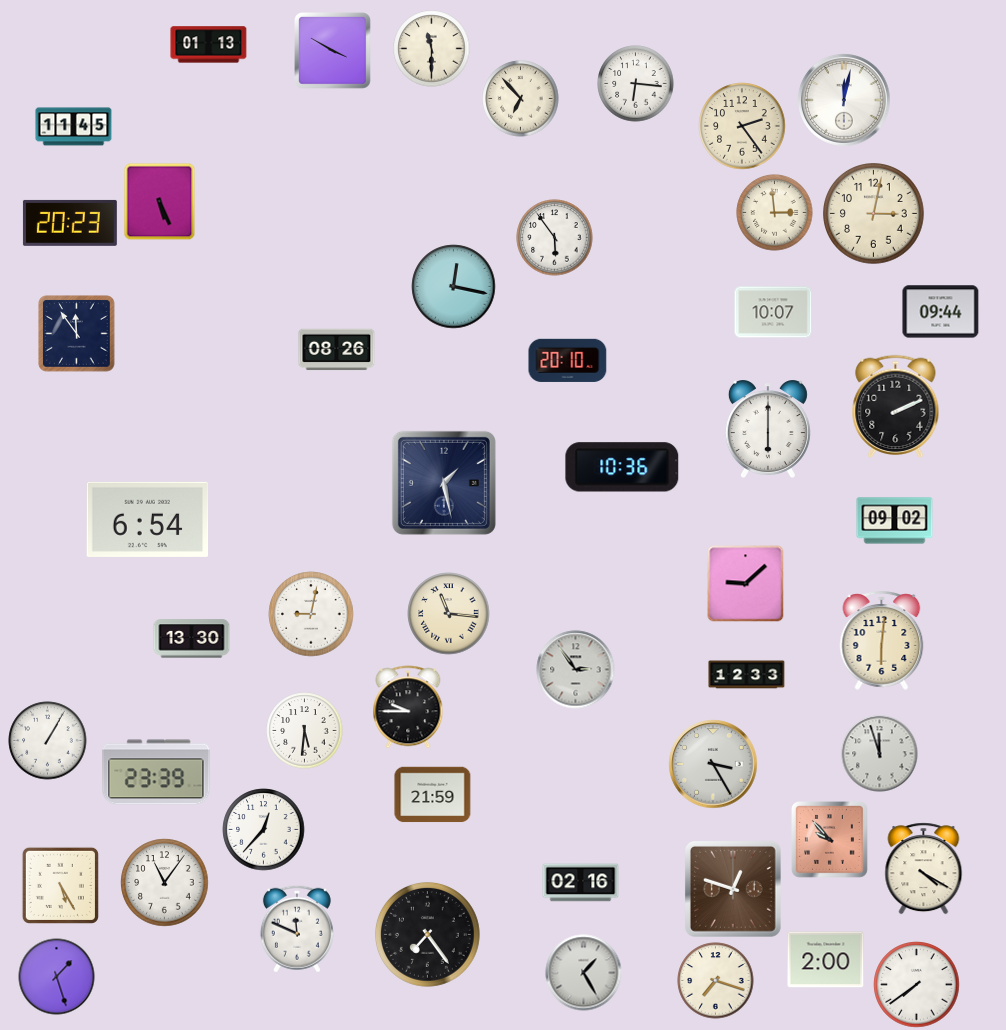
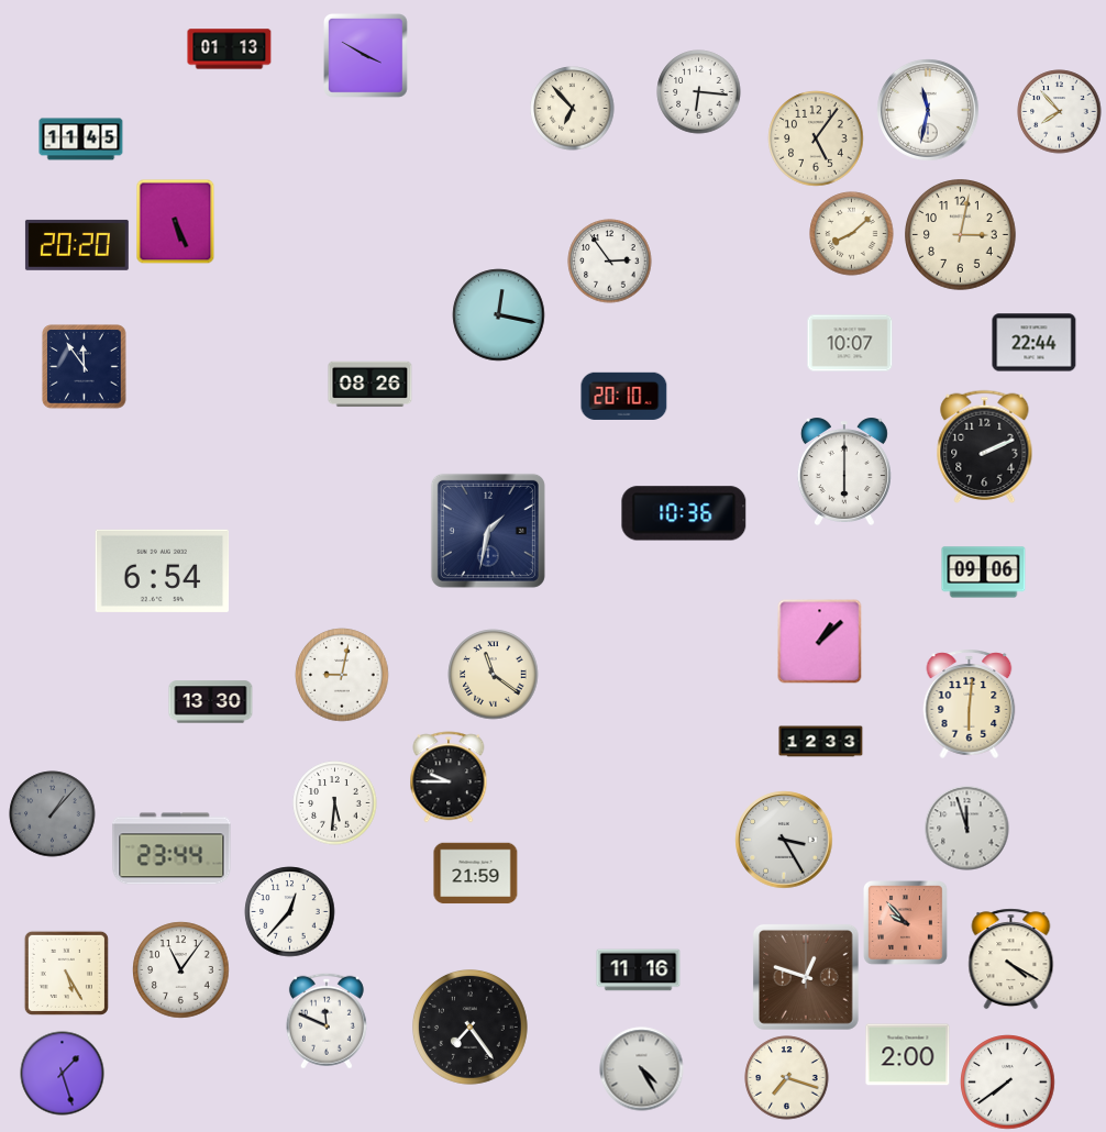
clock at (432, 49): 11:30 -> none
clock at (845, 101): 12:02 -> 11:32
clock at (1060, 112): none -> 7:53
clock at (742, 126): 2:24 -> 5:06
clock at (775, 213): 2:59 -> 8:08
clock at (70, 223): 20:23 -> 20:20
clock at (555, 238): 5:54 -> 2:54
clock at (941, 312): 09:44 -> 22:44
clock at (444, 483): 1:28 -> 1:32
clock at (895, 521): 09:02 -> 09:06
clock at (746, 584): 9:08 -> 1:08
clock at (449, 614): 11:16 -> 11:21
clock at (576, 670): 2:54 -> none
clock at (48, 741): 1:05 -> 1:07
clock at (48, 741) dial: white -> grey
clock at (156, 772): 23:39 -> 23:44
clock at (830, 840) position: (830, 840) -> (906, 923)
clock at (924, 869) position: (924, 869) -> (1011, 959)
clock at (581, 883): 02:16 -> 11:16
clock at (584, 973): 1:25 -> 4:25
